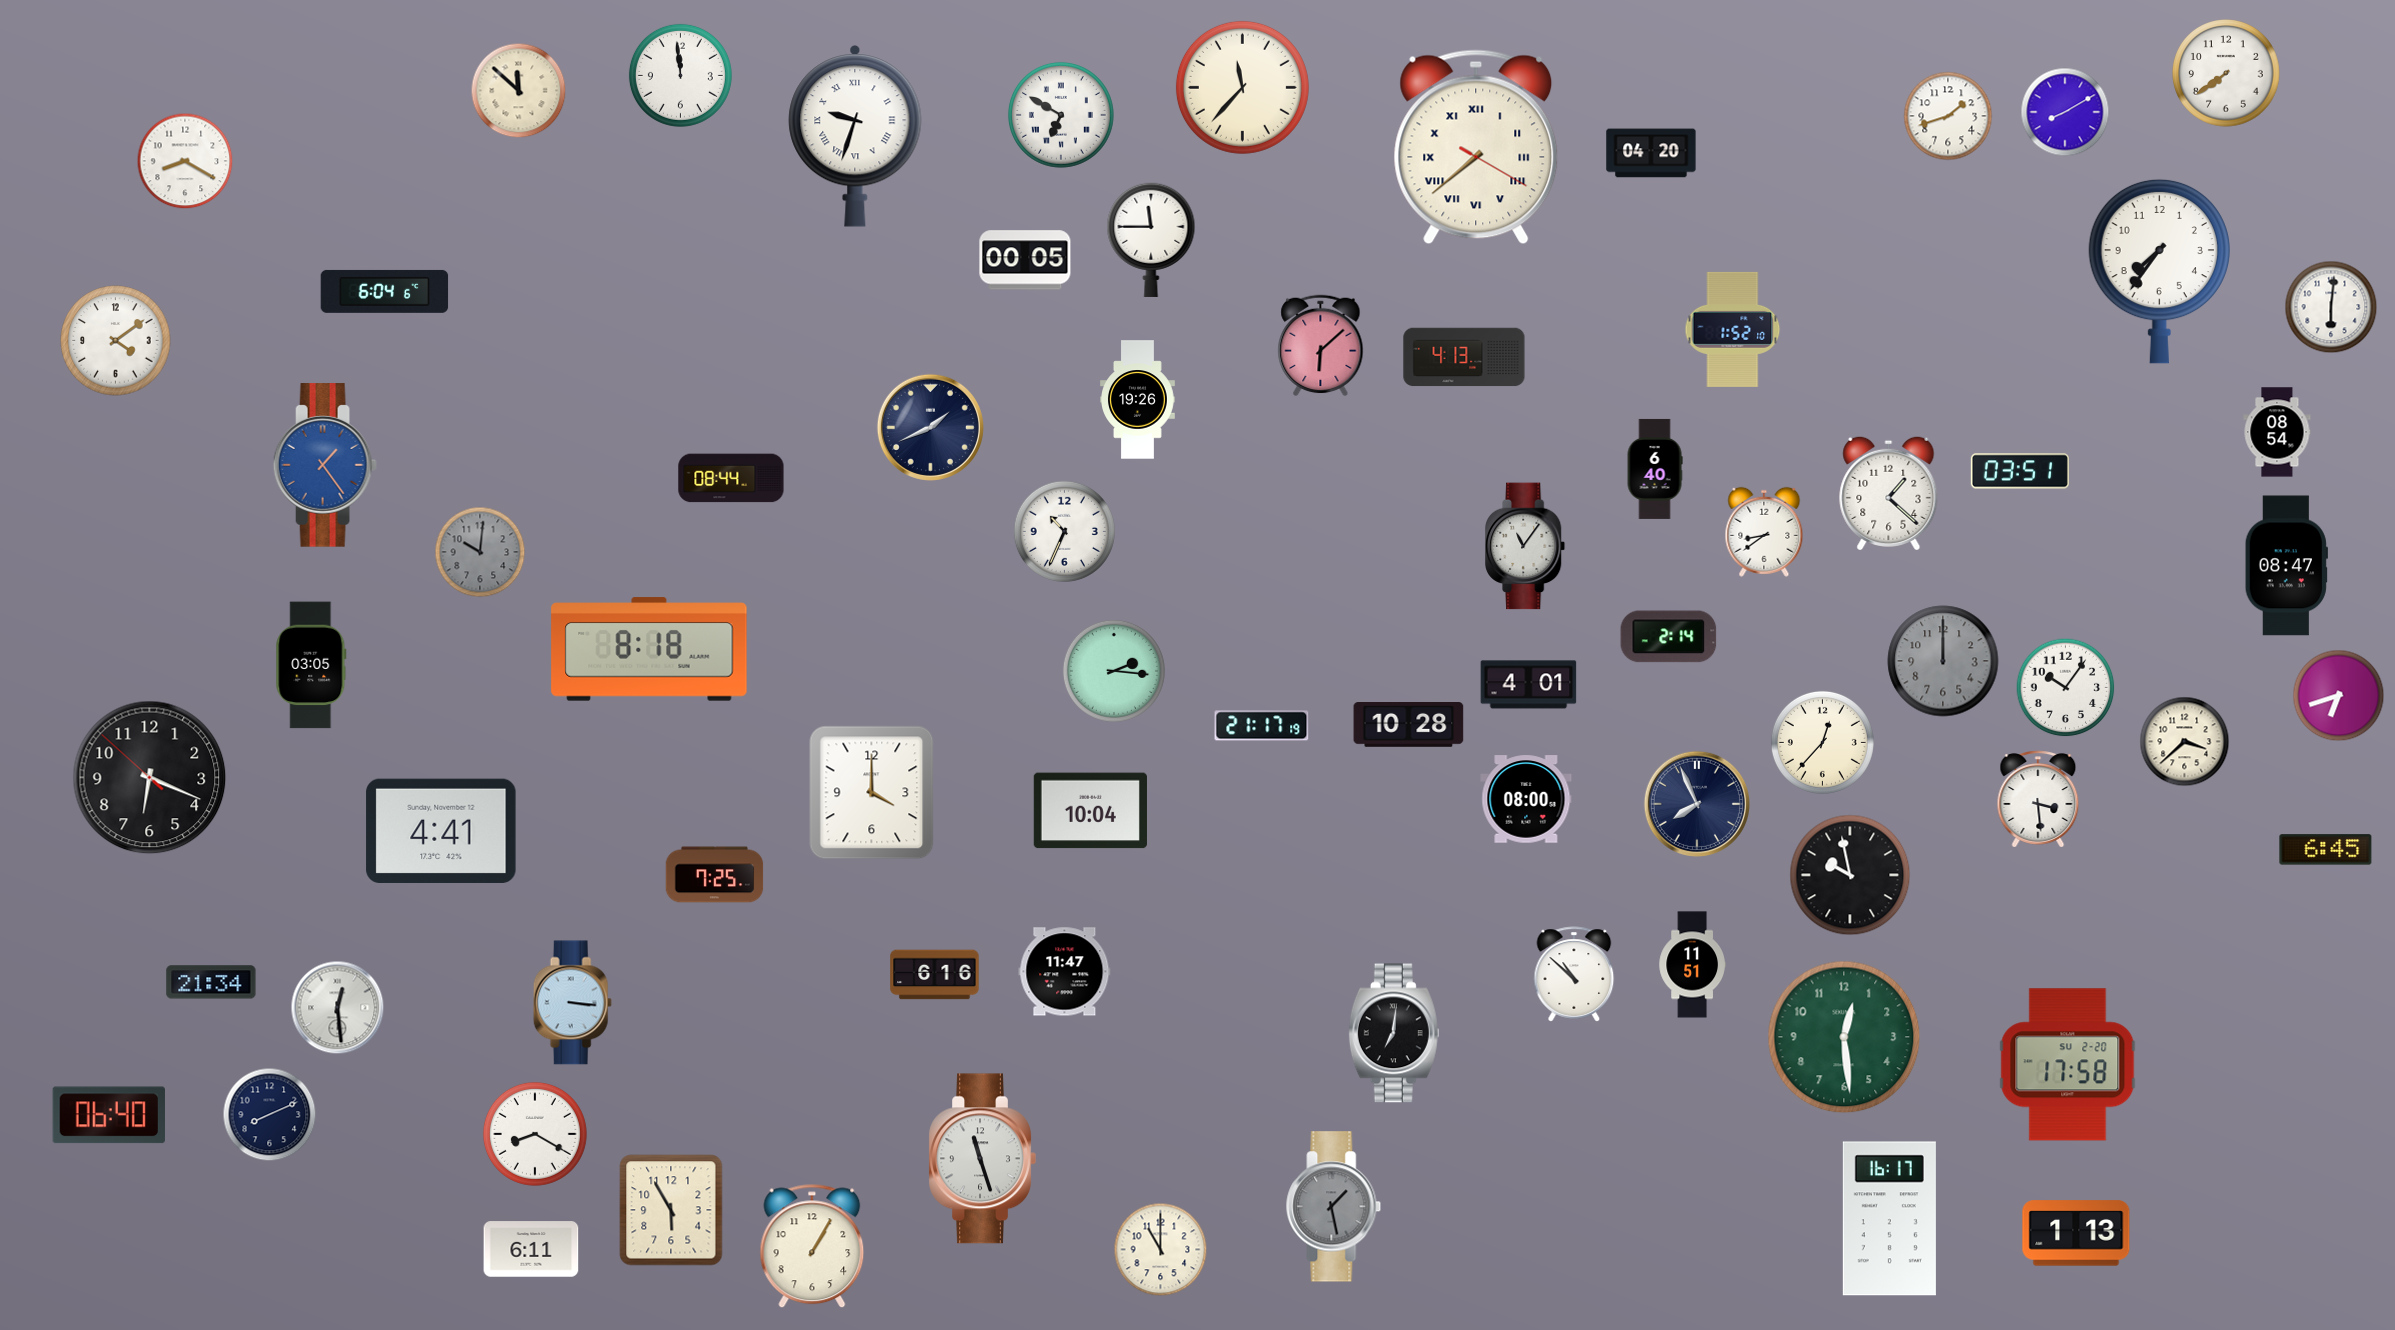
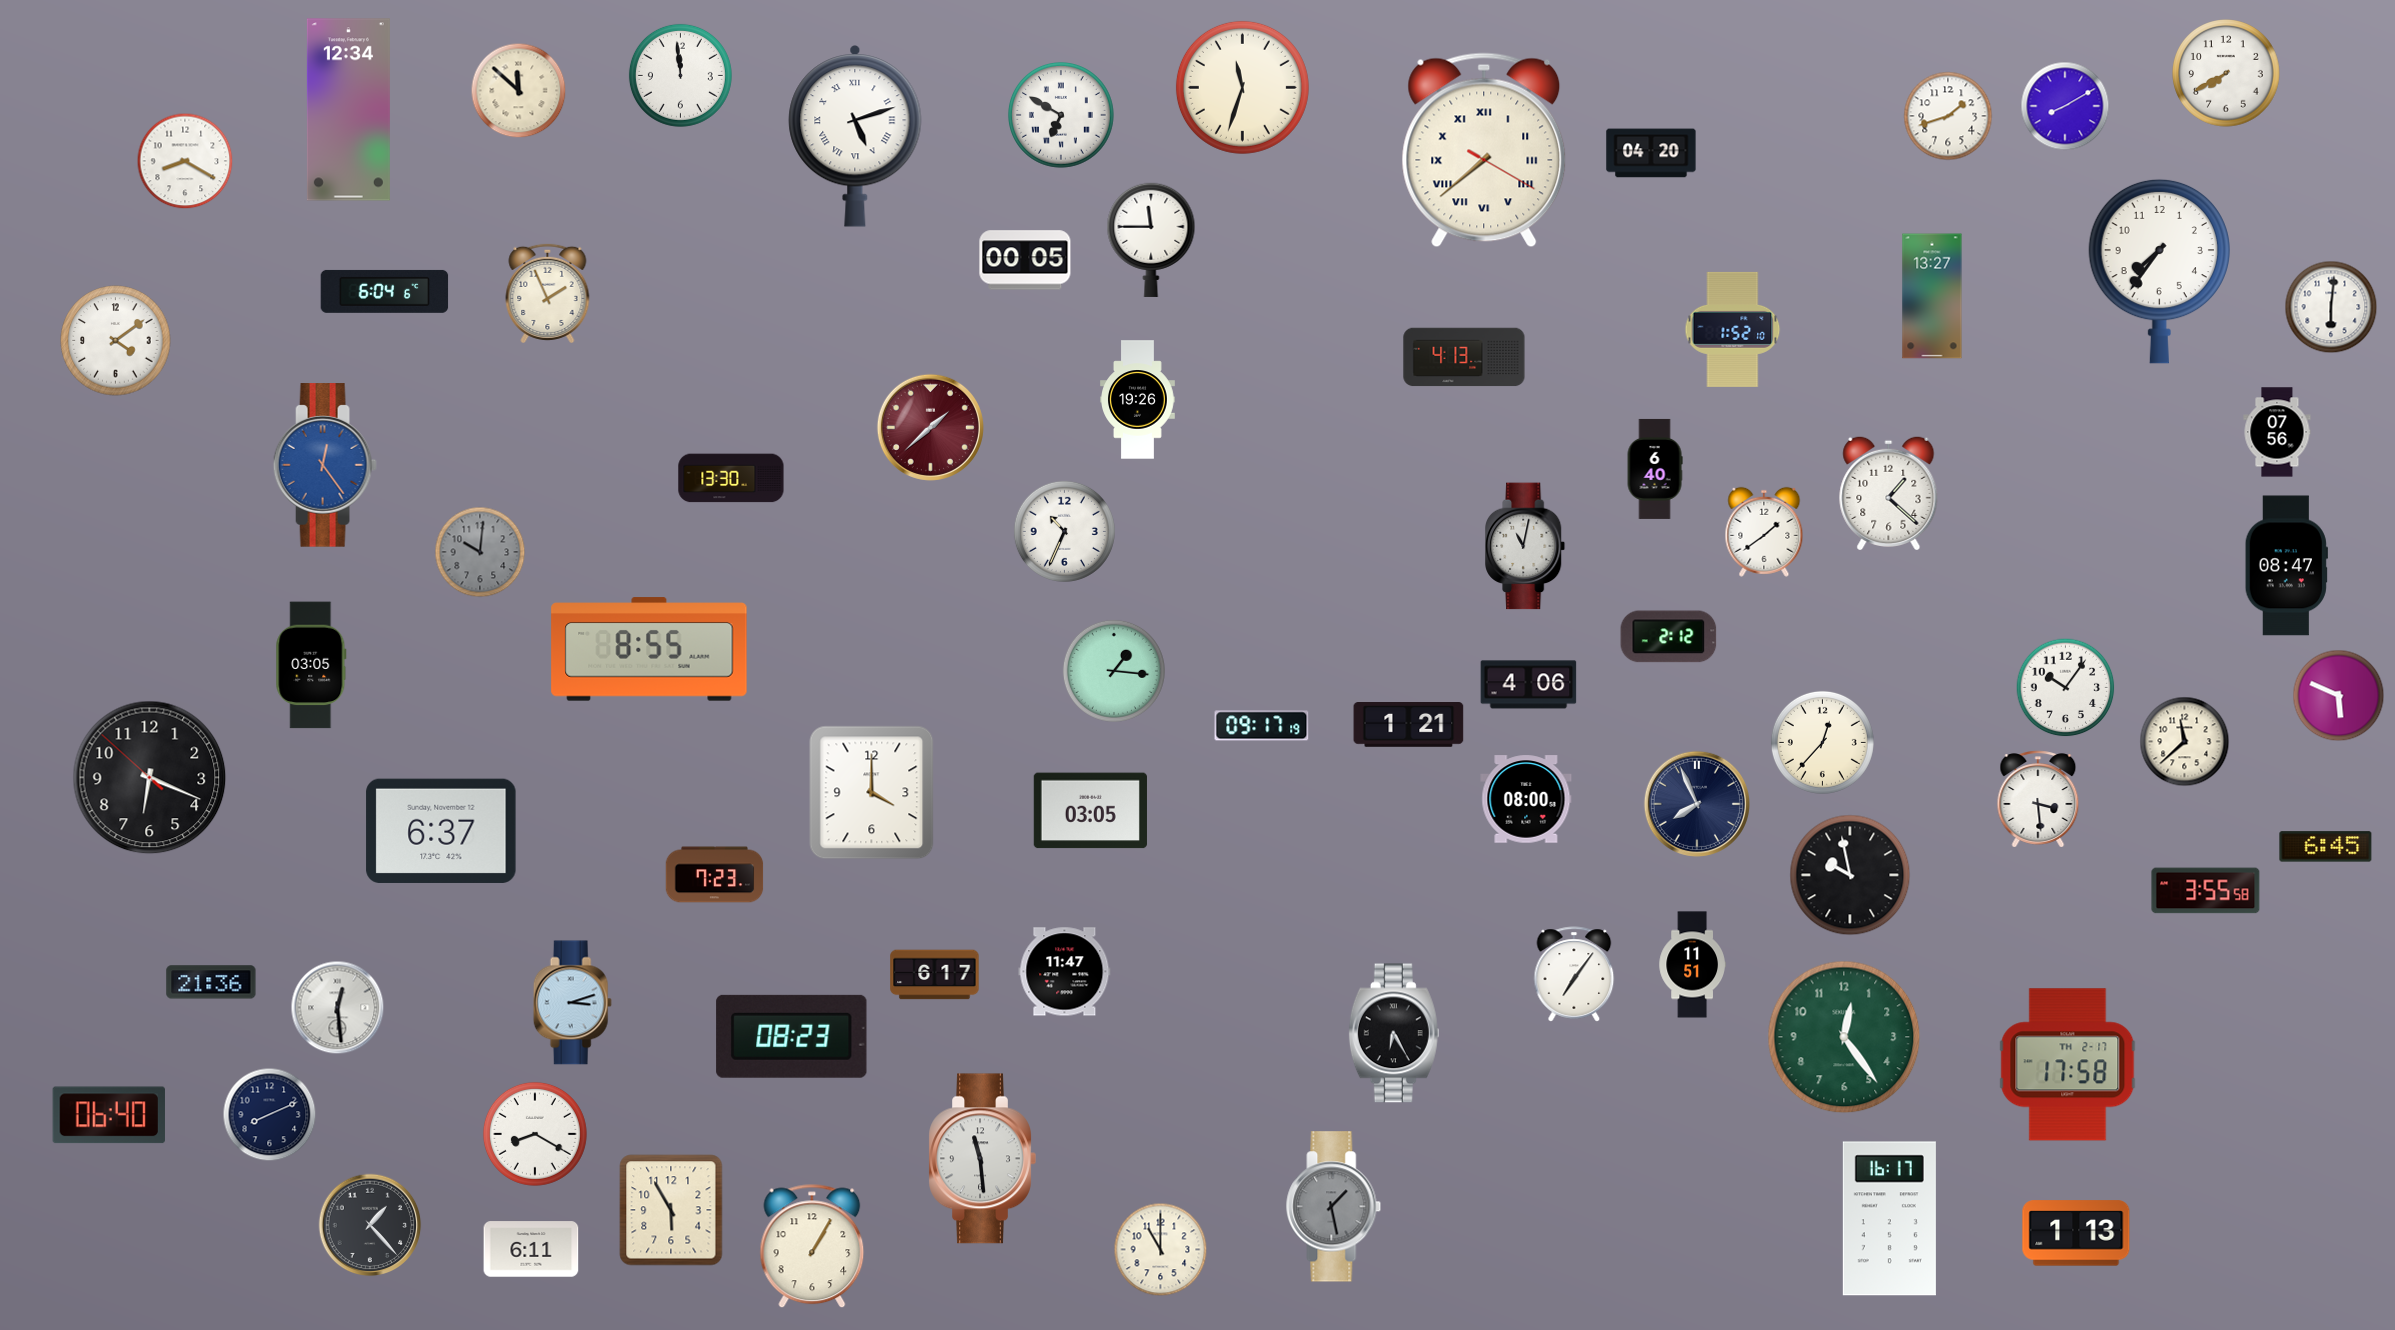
clock at (2226, 73): 7:39 -> 7:40
clock at (1242, 87): 11:37 -> 11:33
clock at (348, 110): none -> 12:34
clock at (2065, 112) position: (2065, 112) -> (2065, 106)
clock at (855, 137): 9:33 -> 5:12
clock at (1476, 147) position: (1476, 147) -> (1484, 150)
clock at (548, 293): none -> 1:56
clock at (1932, 296): none -> 13:27
clock at (1321, 346): 6:08 -> none
clock at (930, 427): 1:41 -> 1:38
clock at (930, 427) dial: navy -> burgundy
clock at (2277, 432): 08:54 -> 07:56
clock at (325, 465): 1:24 -> 12:24
clock at (2019, 471): 03:51 -> none
clock at (731, 478): 08:44 -> 13:30
clock at (1764, 532): 8:39 -> 1:39
clock at (1526, 546): 11:06 -> 11:02
clock at (1669, 637): 2:14 -> 2:12
clock at (649, 649): 8:18 -> 8:55
clock at (1943, 661): 12:00 -> none
clock at (1114, 671): 2:16 -> 1:16
clock at (1529, 685): 4:01 -> 4:06
clock at (2339, 696): 6:42 -> 5:49
clock at (1409, 725): 10:28 -> 1:21
clock at (1262, 726): 21:17 -> 09:17
clock at (2185, 742): 3:38 -> 11:38
clock at (1090, 811): 10:04 -> 03:05
clock at (441, 831): 4:41 -> 6:37
clock at (2326, 850) position: (2326, 850) -> (2326, 847)
clock at (715, 875): 7:25 -> 7:23
clock at (2206, 891): none -> 3:55
clock at (1574, 974): 10:52 -> 7:06
clock at (935, 975): 6:16 -> 6:17
clock at (211, 982): 21:34 -> 21:36
clock at (572, 1003): 3:16 -> 3:12
clock at (1394, 1033): 7:01 -> 6:25
clock at (792, 1036): none -> 08:23
clock at (1844, 1037): 12:29 -> 12:24
clock at (2068, 1065) date: SU 2-20 -> TH 2-17
clock at (982, 1159): 11:27 -> 11:29
clock at (370, 1225): none -> 1:23
